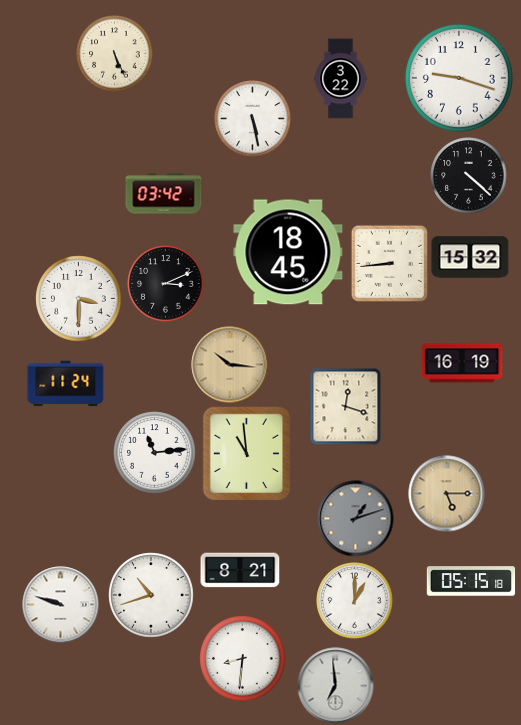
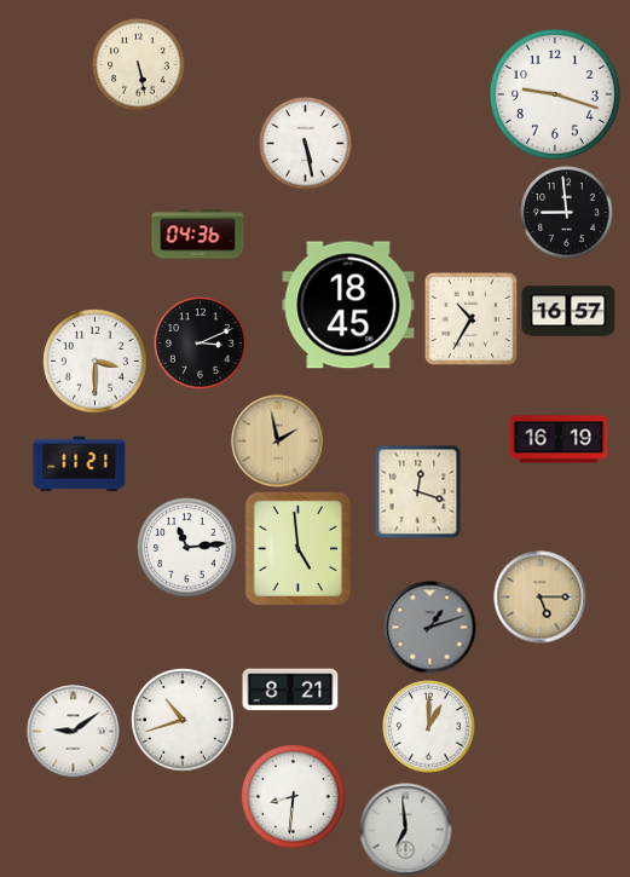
clock at (115, 54): 5:26 -> 5:28
clock at (341, 79): 3:22 -> none
clock at (469, 176): 4:22 -> 8:59
clock at (164, 194): 03:42 -> 04:36
clock at (470, 257): 15:32 -> 16:57
clock at (389, 263): 8:44 -> 10:35
clock at (230, 365): 10:16 -> 1:58
clock at (66, 384): 11:24 -> 11:21
clock at (247, 454): 10:59 -> 4:59
clock at (471, 581): 05:15 -> none
clock at (61, 605): 9:48 -> 9:09
